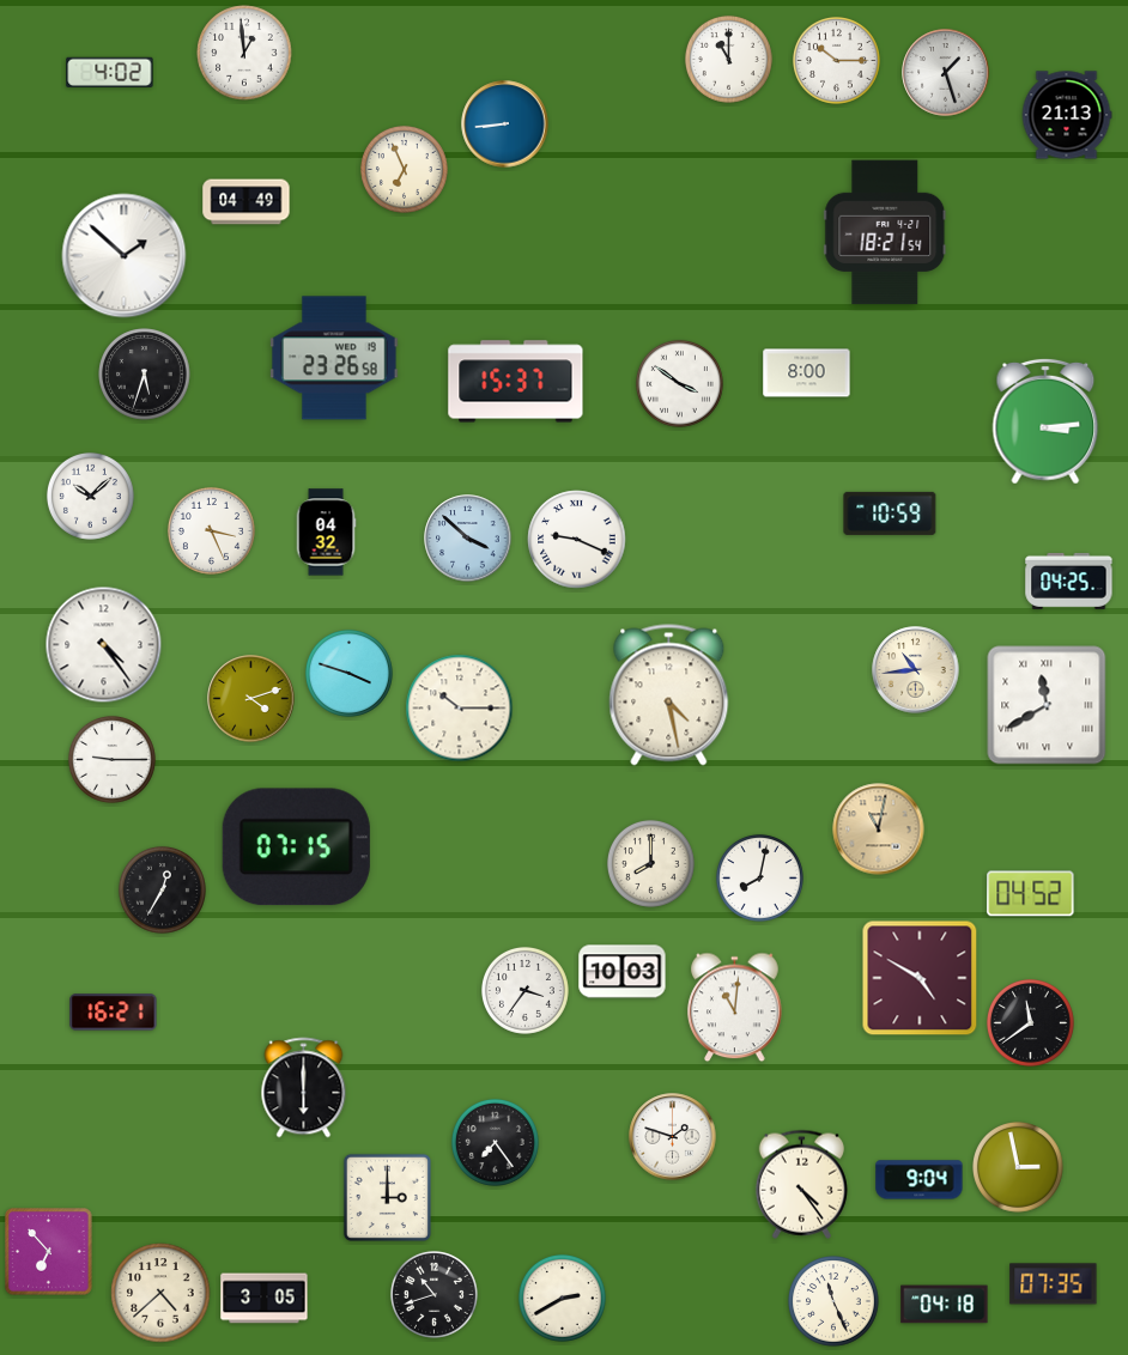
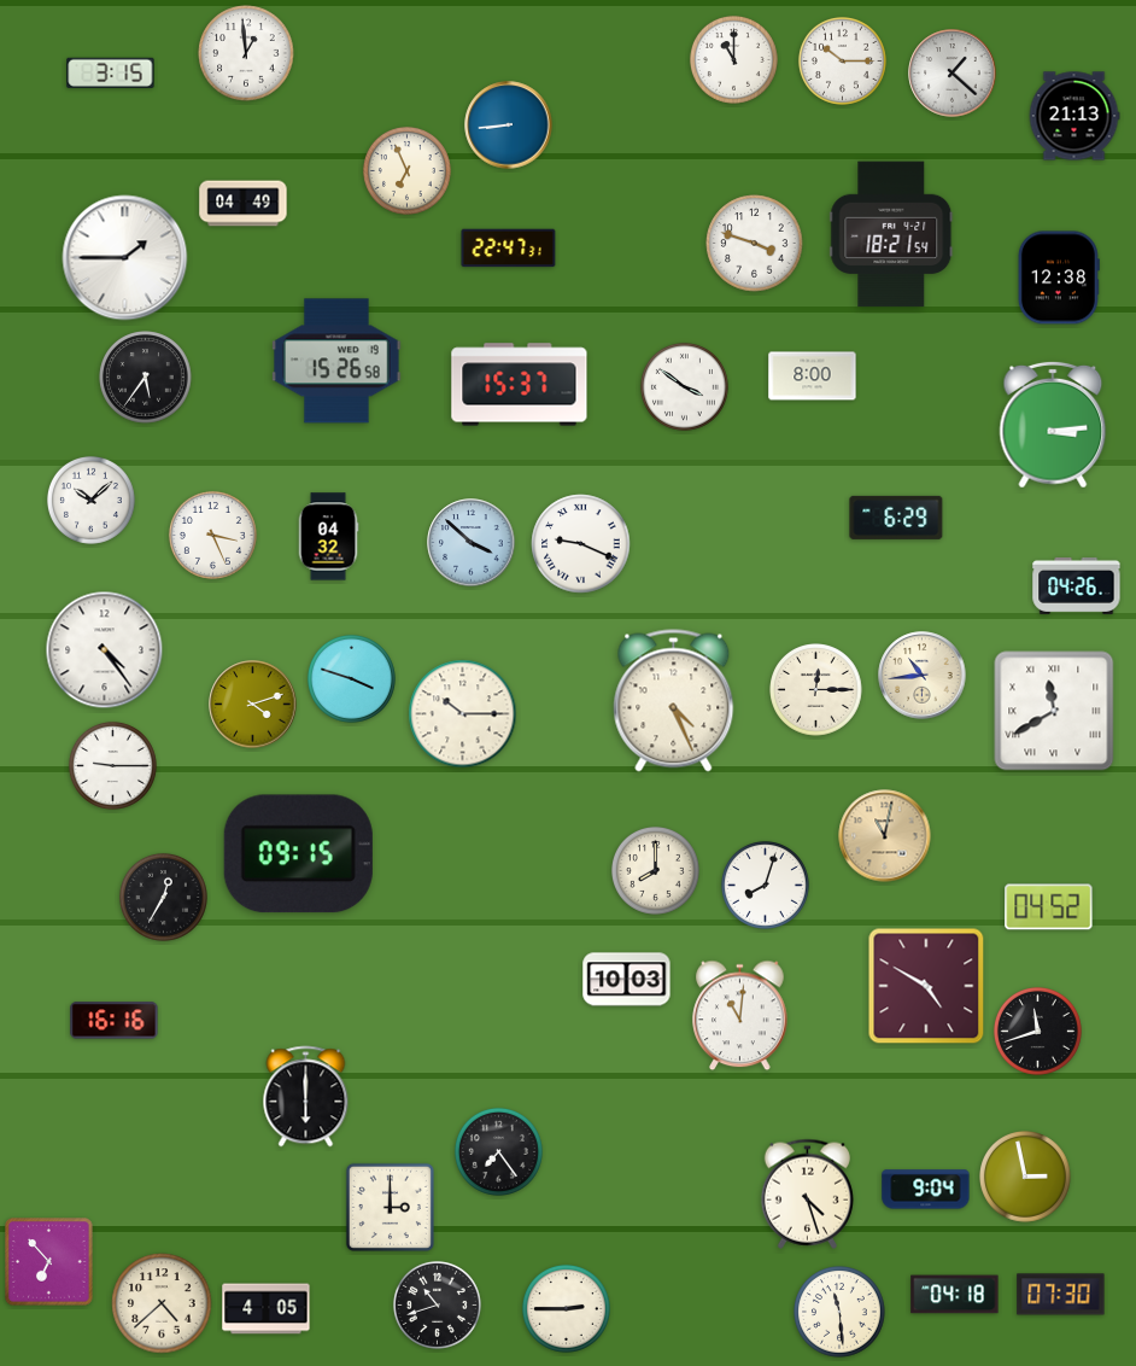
clock at (110, 72): 4:02 -> 3:15
clock at (946, 73): 1:27 -> 1:22
clock at (247, 202) position: (247, 202) -> (244, 204)
clock at (755, 244): none -> 3:48
clock at (509, 249): none -> 22:47
clock at (125, 256): 1:52 -> 1:45
clock at (1059, 278): none -> 12:38
clock at (335, 358): 23:26 -> 15:26
clock at (145, 375): 5:33 -> 5:36
clock at (890, 514): 10:59 -> 6:29
clock at (1069, 581): 04:25 -> 04:26
clock at (816, 690): none -> 12:15
clock at (669, 695): 4:28 -> 4:26
clock at (296, 847): 07:15 -> 09:15
clock at (759, 877): 8:02 -> 8:03
clock at (1031, 894) position: (1031, 894) -> (1049, 907)
clock at (524, 990): 3:36 -> none
clock at (114, 1013): 16:21 -> 16:16
clock at (1030, 1022): 11:39 -> 11:42
clock at (673, 1137): 1:48 -> none
clock at (801, 1184): 4:24 -> 4:27
clock at (1054, 1284): 07:35 -> 07:30
clock at (562, 1298): 2:40 -> 2:45
clock at (265, 1299): 3:05 -> 4:05
clock at (835, 1302): 11:26 -> 11:29
clock at (945, 1305) position: (945, 1305) -> (955, 1295)
